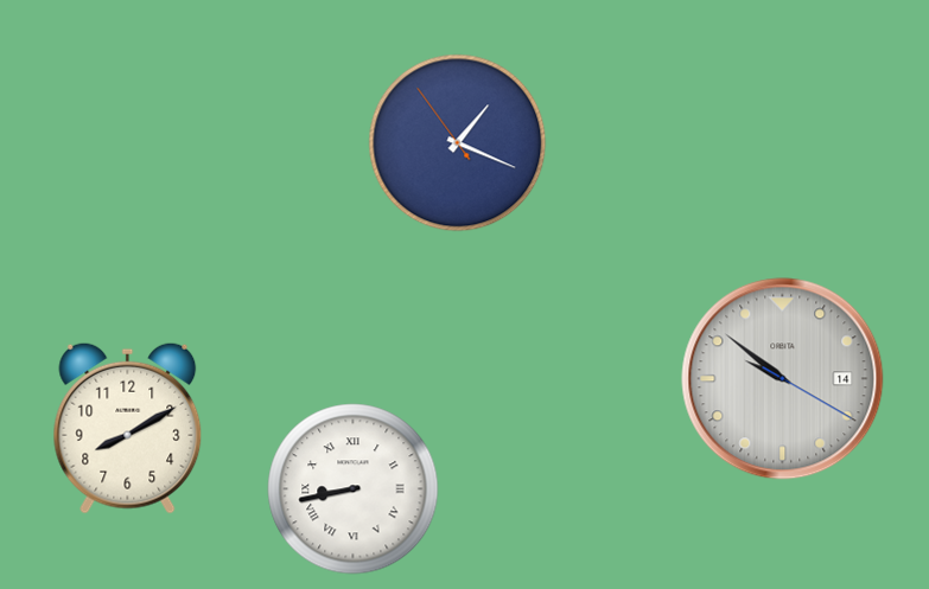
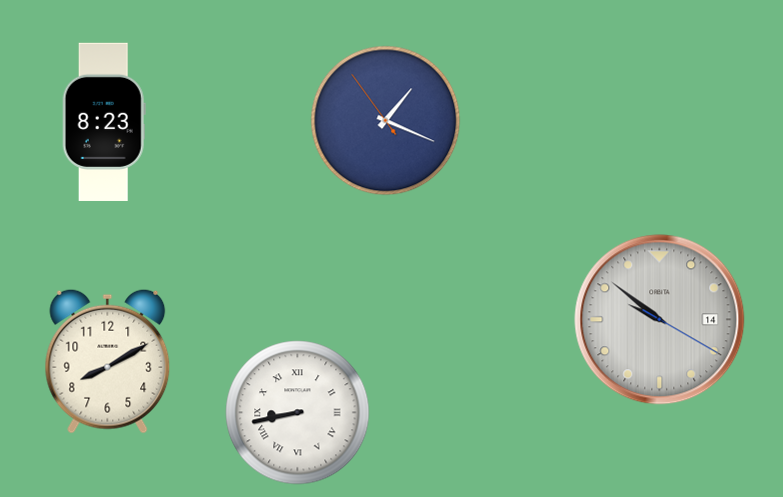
clock at (104, 122): none -> 8:23
